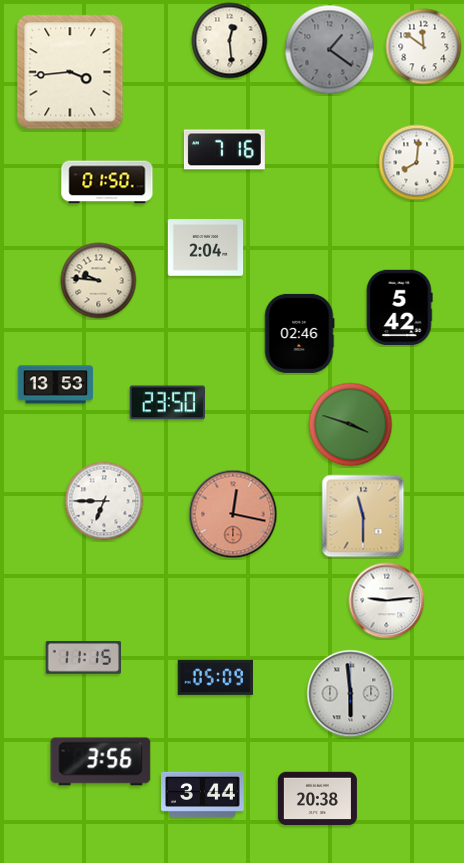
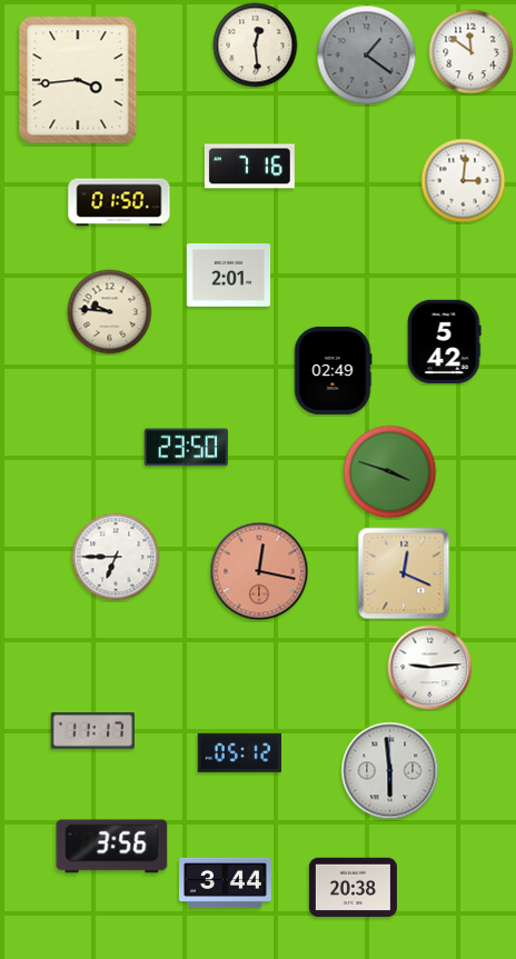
clock at (417, 163): 8:01 -> 3:01
clock at (206, 248): 2:04 -> 2:01
clock at (299, 333): 02:46 -> 02:49
clock at (56, 385): 13:53 -> none
clock at (363, 516): 11:30 -> 12:19
clock at (83, 658): 11:15 -> 11:17
clock at (215, 677): 05:09 -> 05:12
